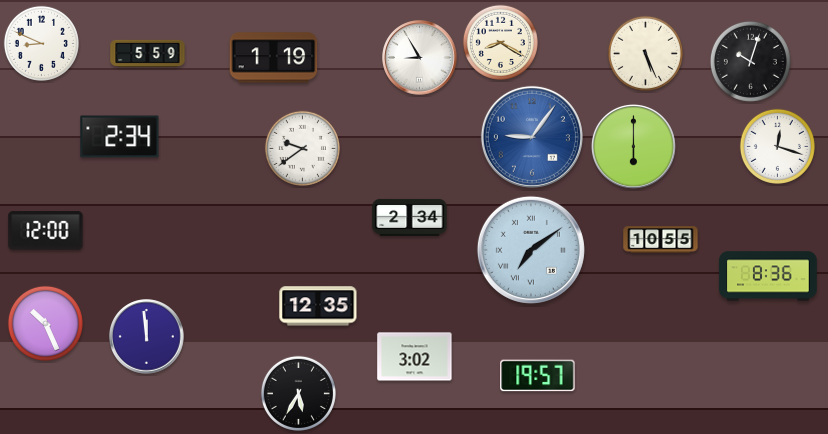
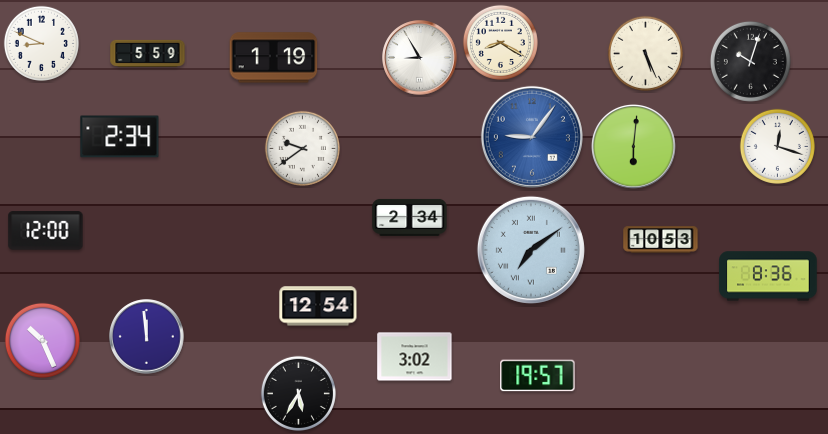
clock at (634, 147): 6:00 -> 6:01
clock at (661, 240): 10:55 -> 10:53
clock at (318, 306): 12:35 -> 12:54
clock at (45, 323) position: (45, 323) -> (42, 340)
